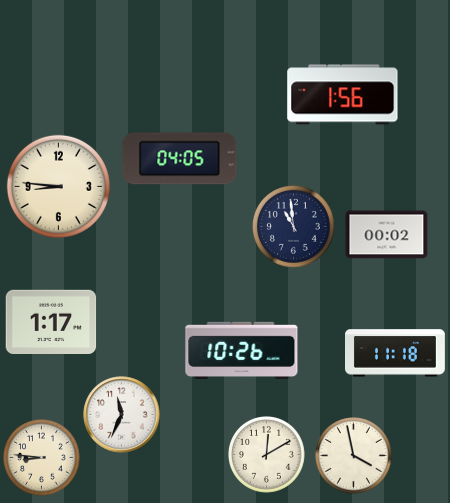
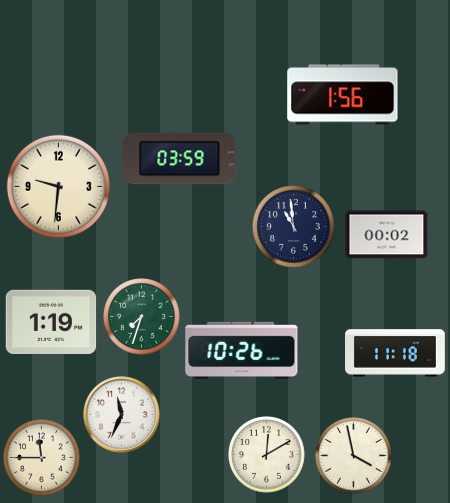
clock at (180, 159): 04:05 -> 03:59
clock at (58, 186): 8:46 -> 9:31
clock at (142, 317): none -> 7:33
clock at (51, 321): 1:17 -> 1:19
clock at (42, 458): 8:46 -> 11:45
